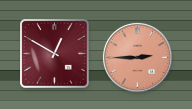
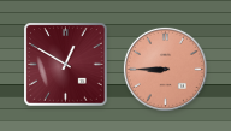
clock at (137, 57): 2:45 -> 8:45
